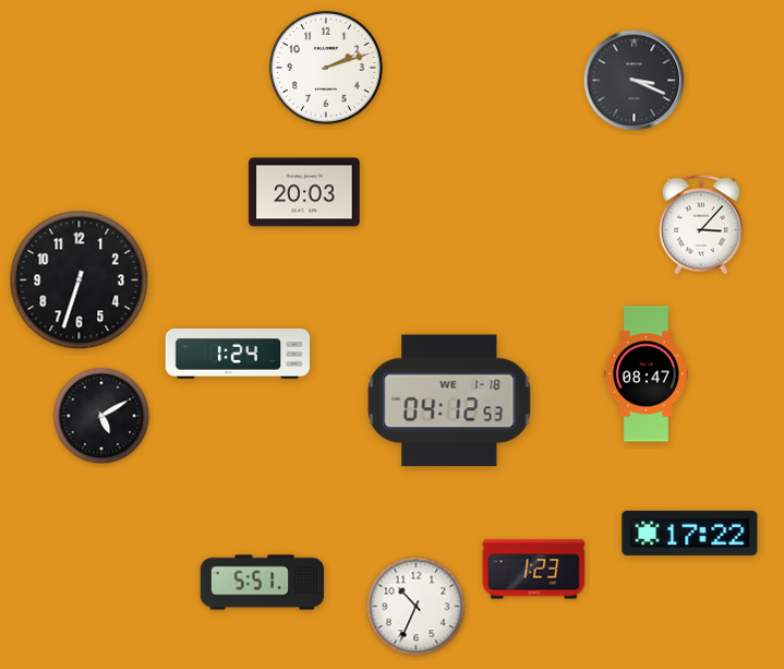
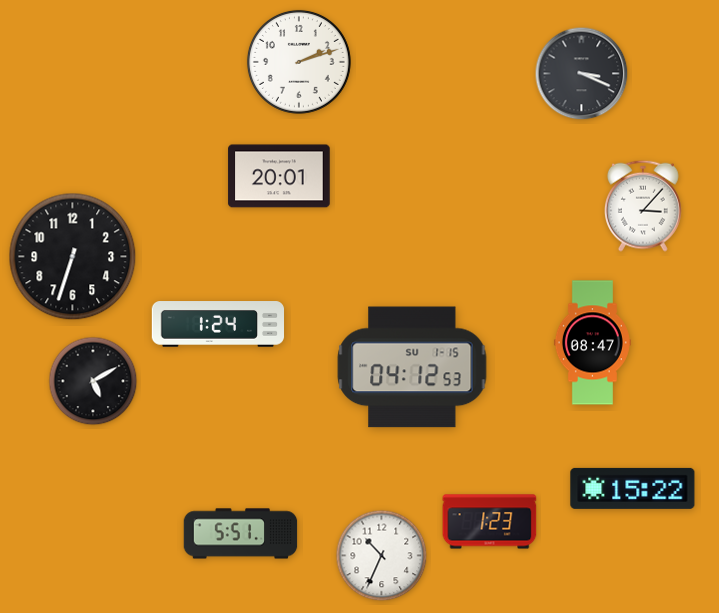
clock at (304, 192): 20:03 -> 20:01
clock at (449, 401) date: WE 1-18 -> SU 1-15
clock at (690, 533): 17:22 -> 15:22
